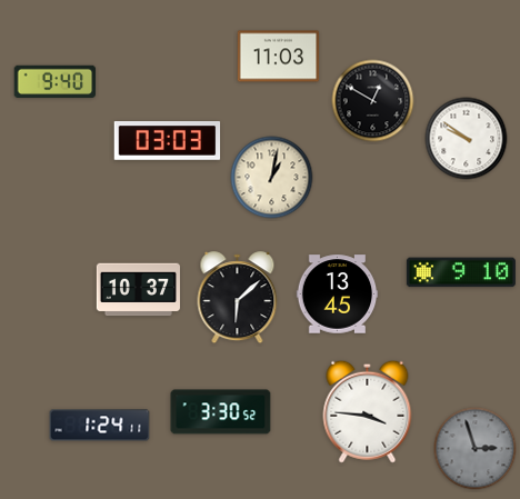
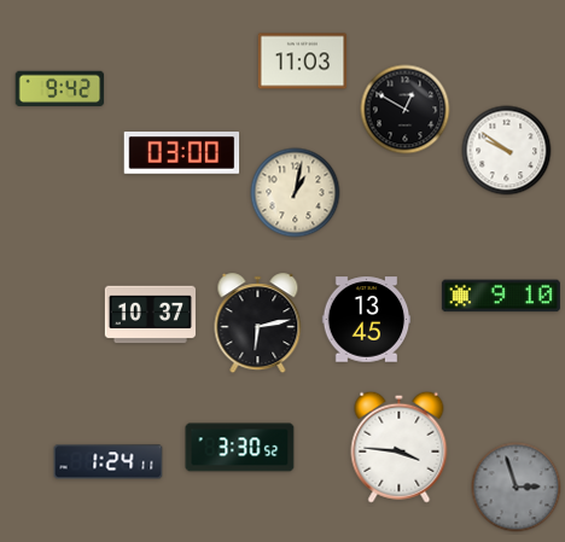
clock at (56, 82): 9:40 -> 9:42
clock at (168, 141): 03:03 -> 03:00
clock at (238, 298): 6:08 -> 6:13
